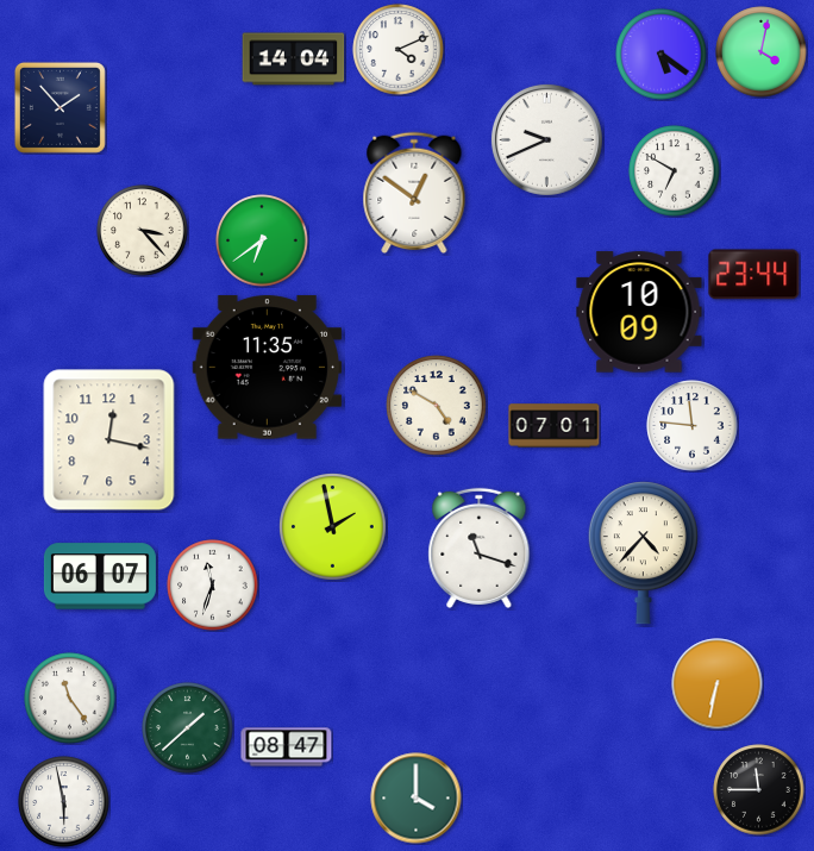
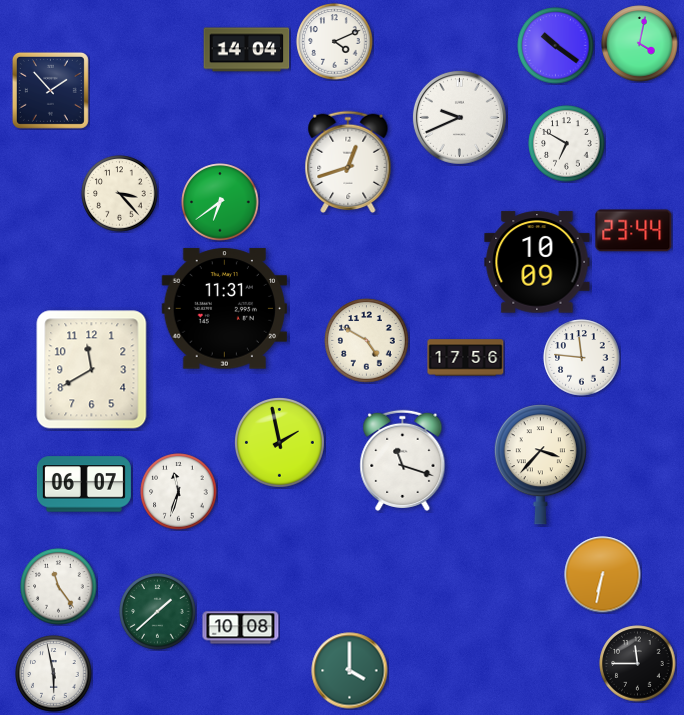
clock at (662, 55): 5:21 -> 10:21
clock at (414, 192): 12:51 -> 12:42
clock at (267, 368): 11:35 -> 11:31
clock at (555, 426): 07:01 -> 17:56
clock at (109, 440): 12:17 -> 11:40
clock at (643, 553): 4:37 -> 3:37
clock at (287, 747): 08:47 -> 10:08
